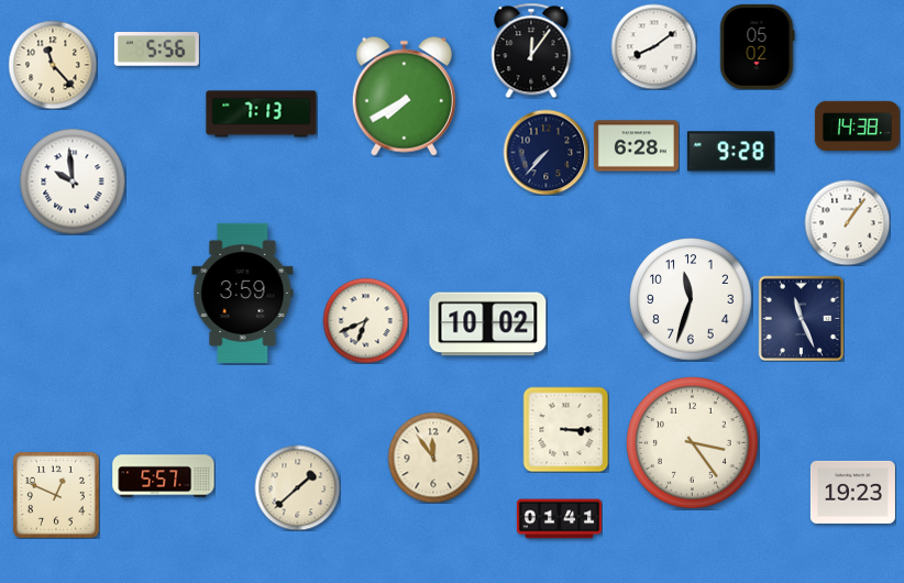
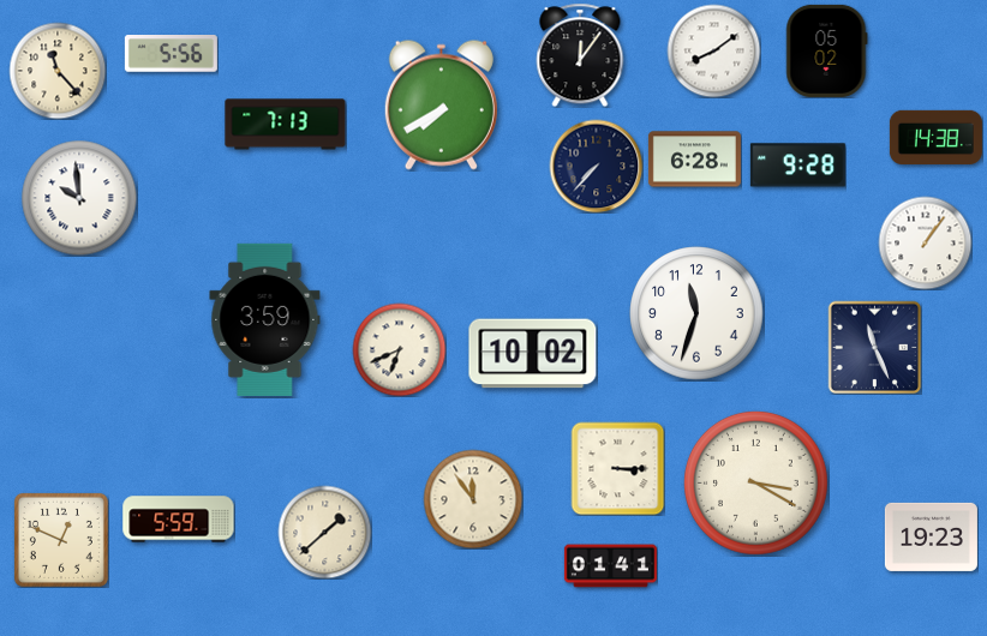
clock at (691, 299) position: (691, 299) -> (696, 313)
clock at (692, 442): 3:24 -> 3:20
clock at (164, 476): 5:57 -> 5:59
